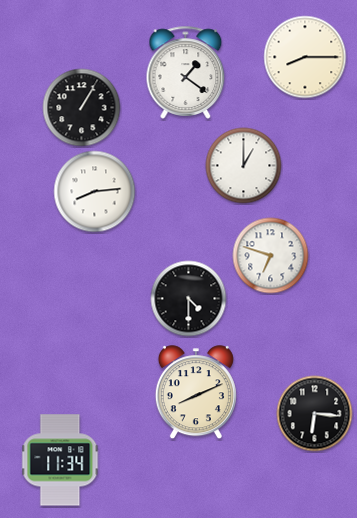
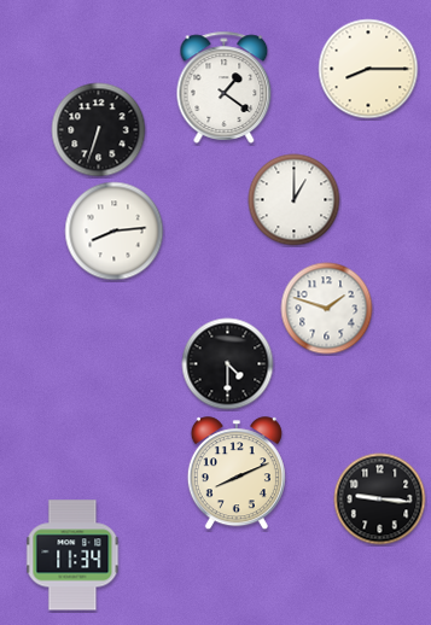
clock at (82, 108): 1:05 -> 6:33
clock at (271, 256): 6:48 -> 1:48
clock at (189, 299) position: (189, 299) -> (228, 364)
clock at (315, 414): 6:16 -> 9:16
